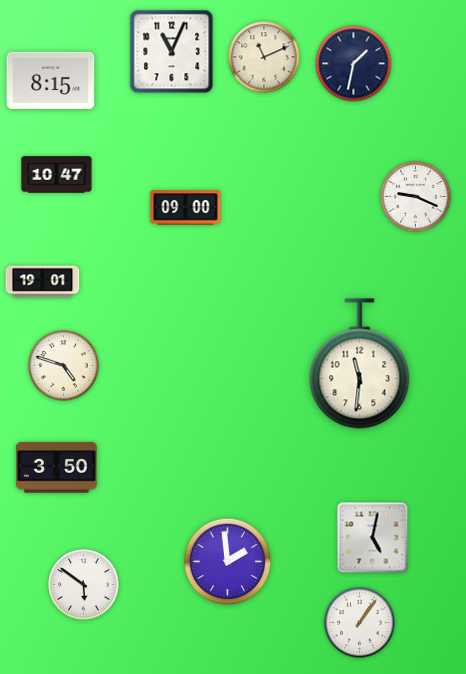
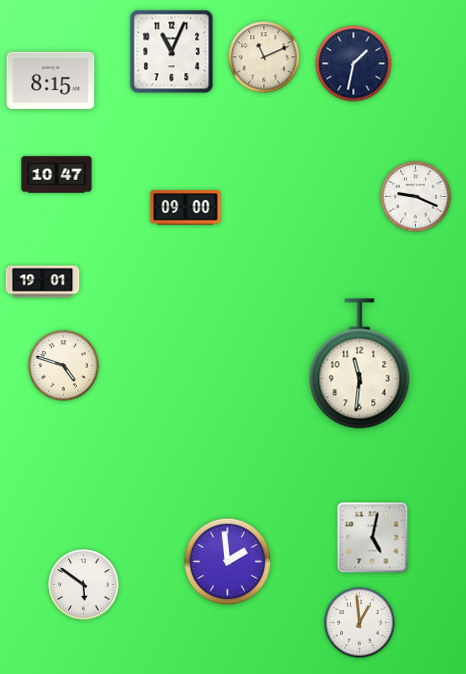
clock at (57, 468): 3:50 -> none
clock at (360, 623): 1:06 -> 12:59
